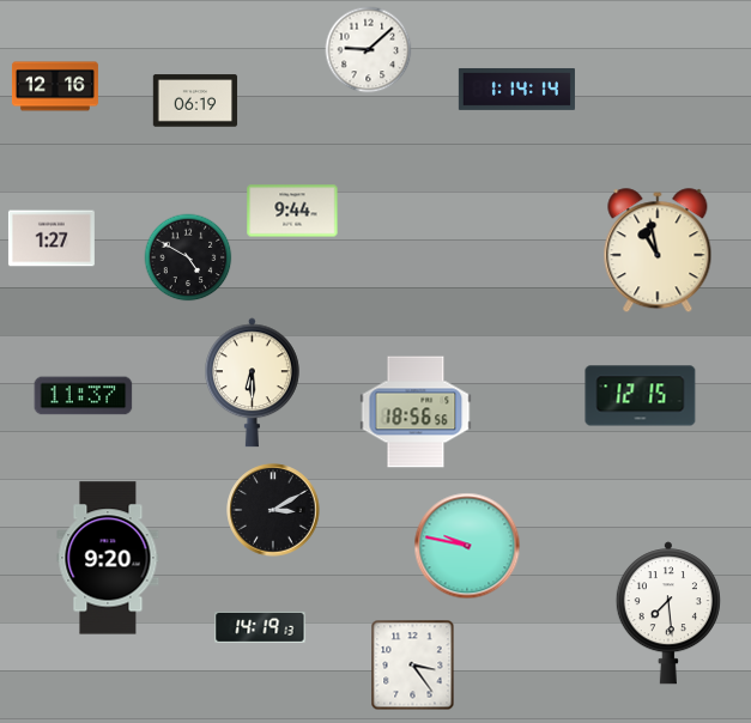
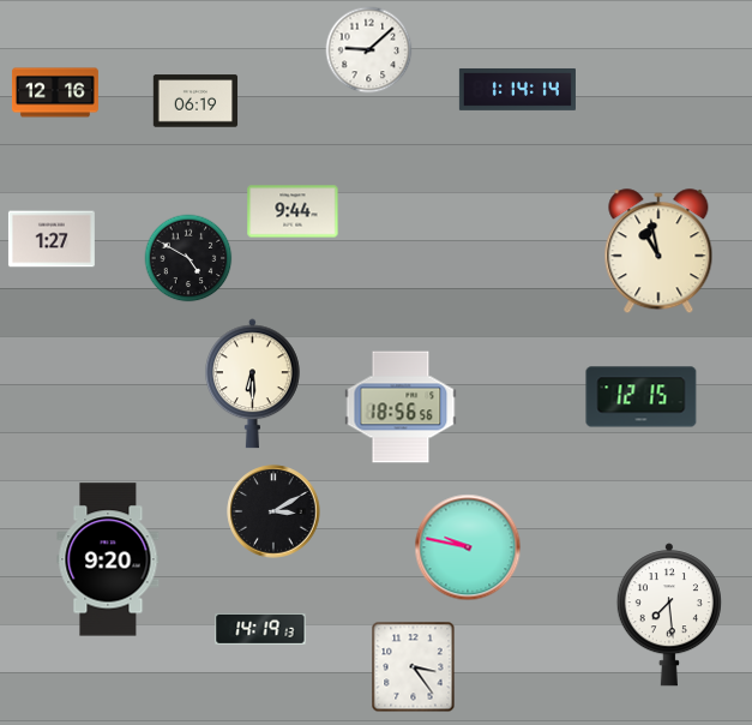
clock at (55, 86) position: (55, 86) -> (55, 92)
clock at (84, 396): 11:37 -> none
clock at (416, 412) position: (416, 412) -> (401, 407)
